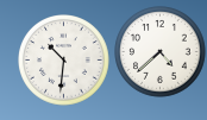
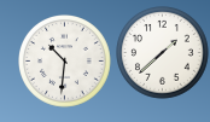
clock at (161, 52): 4:38 -> 1:38
